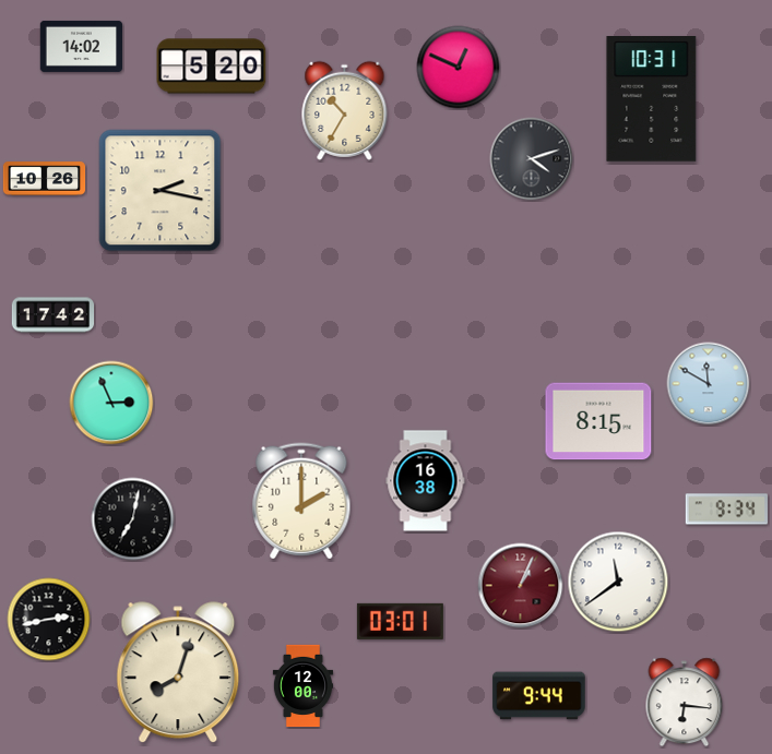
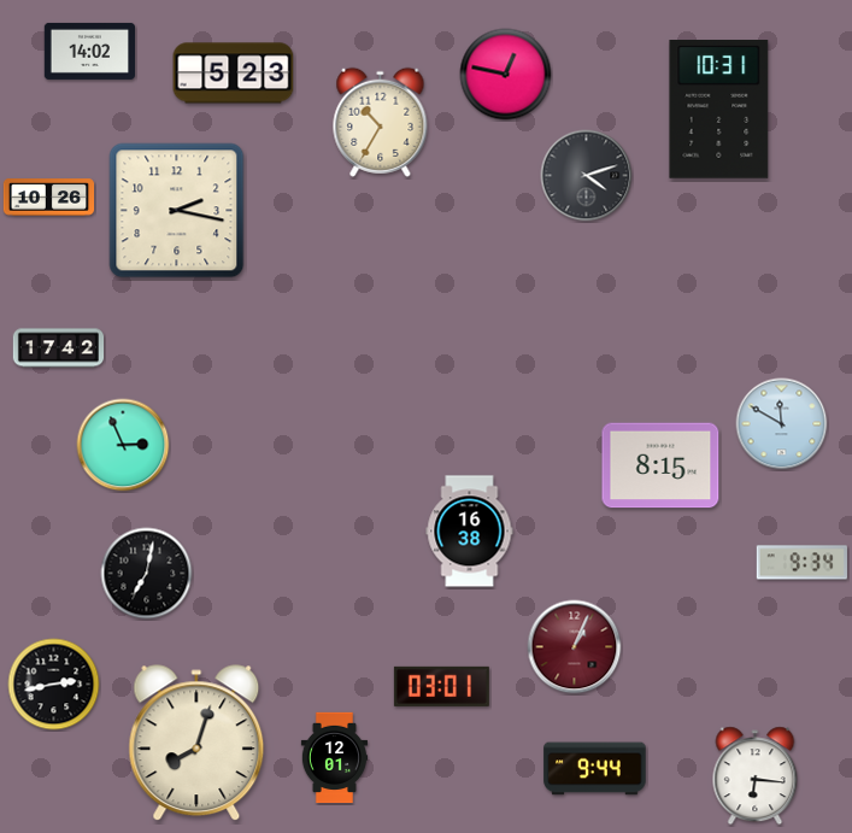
clock at (212, 67): 5:20 -> 5:23
clock at (459, 68): 12:49 -> 12:47
clock at (301, 501): 2:00 -> none
clock at (618, 582): 11:39 -> none
clock at (304, 686): 12:00 -> 12:01
